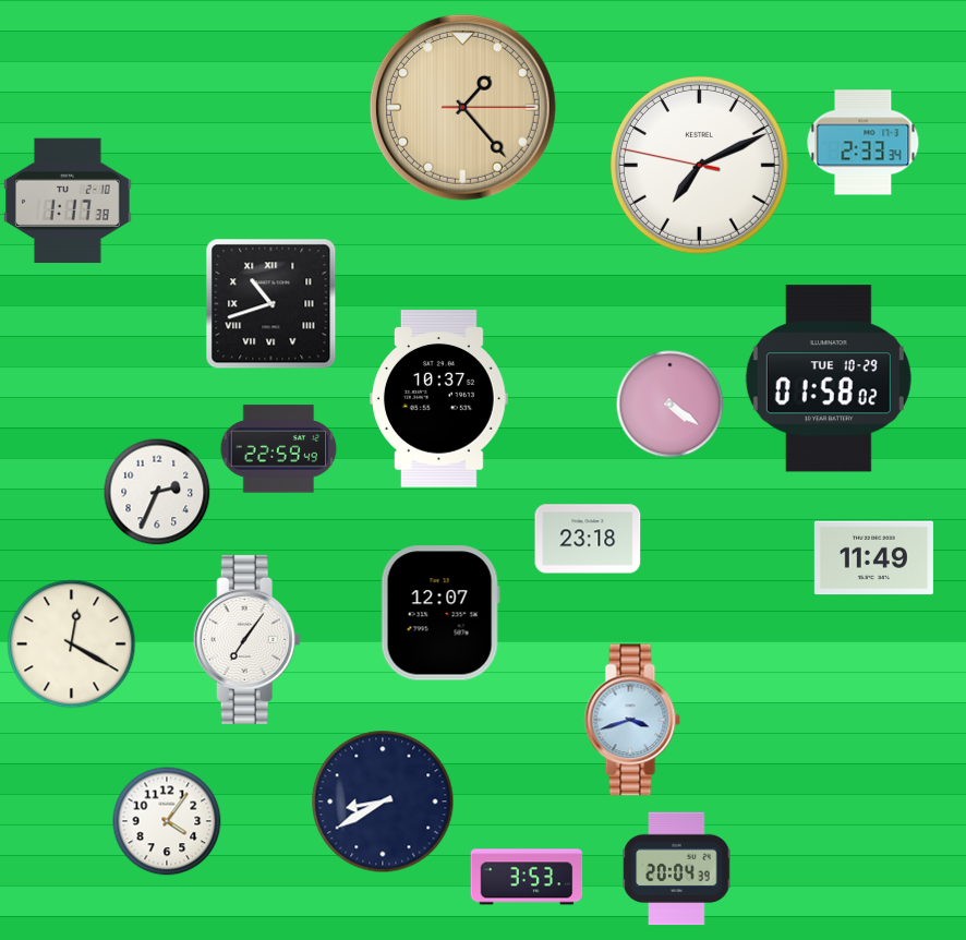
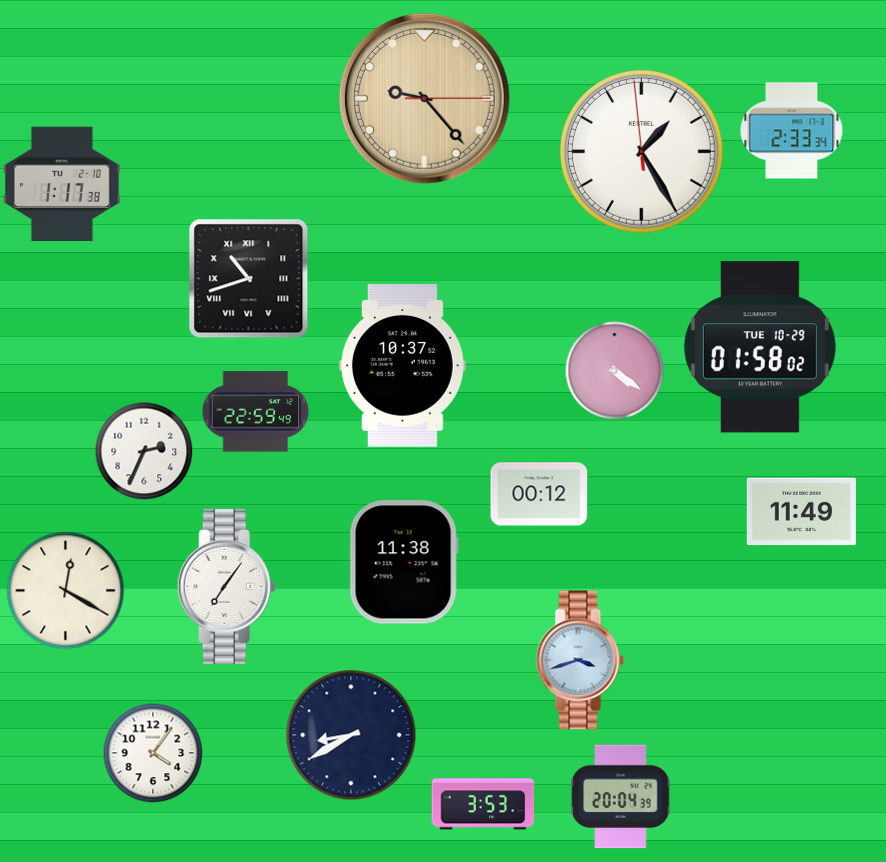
clock at (462, 107): 1:23 -> 9:23
clock at (699, 165): 7:10 -> 1:24
clock at (588, 539): 23:18 -> 00:12
clock at (440, 613): 12:07 -> 11:38
